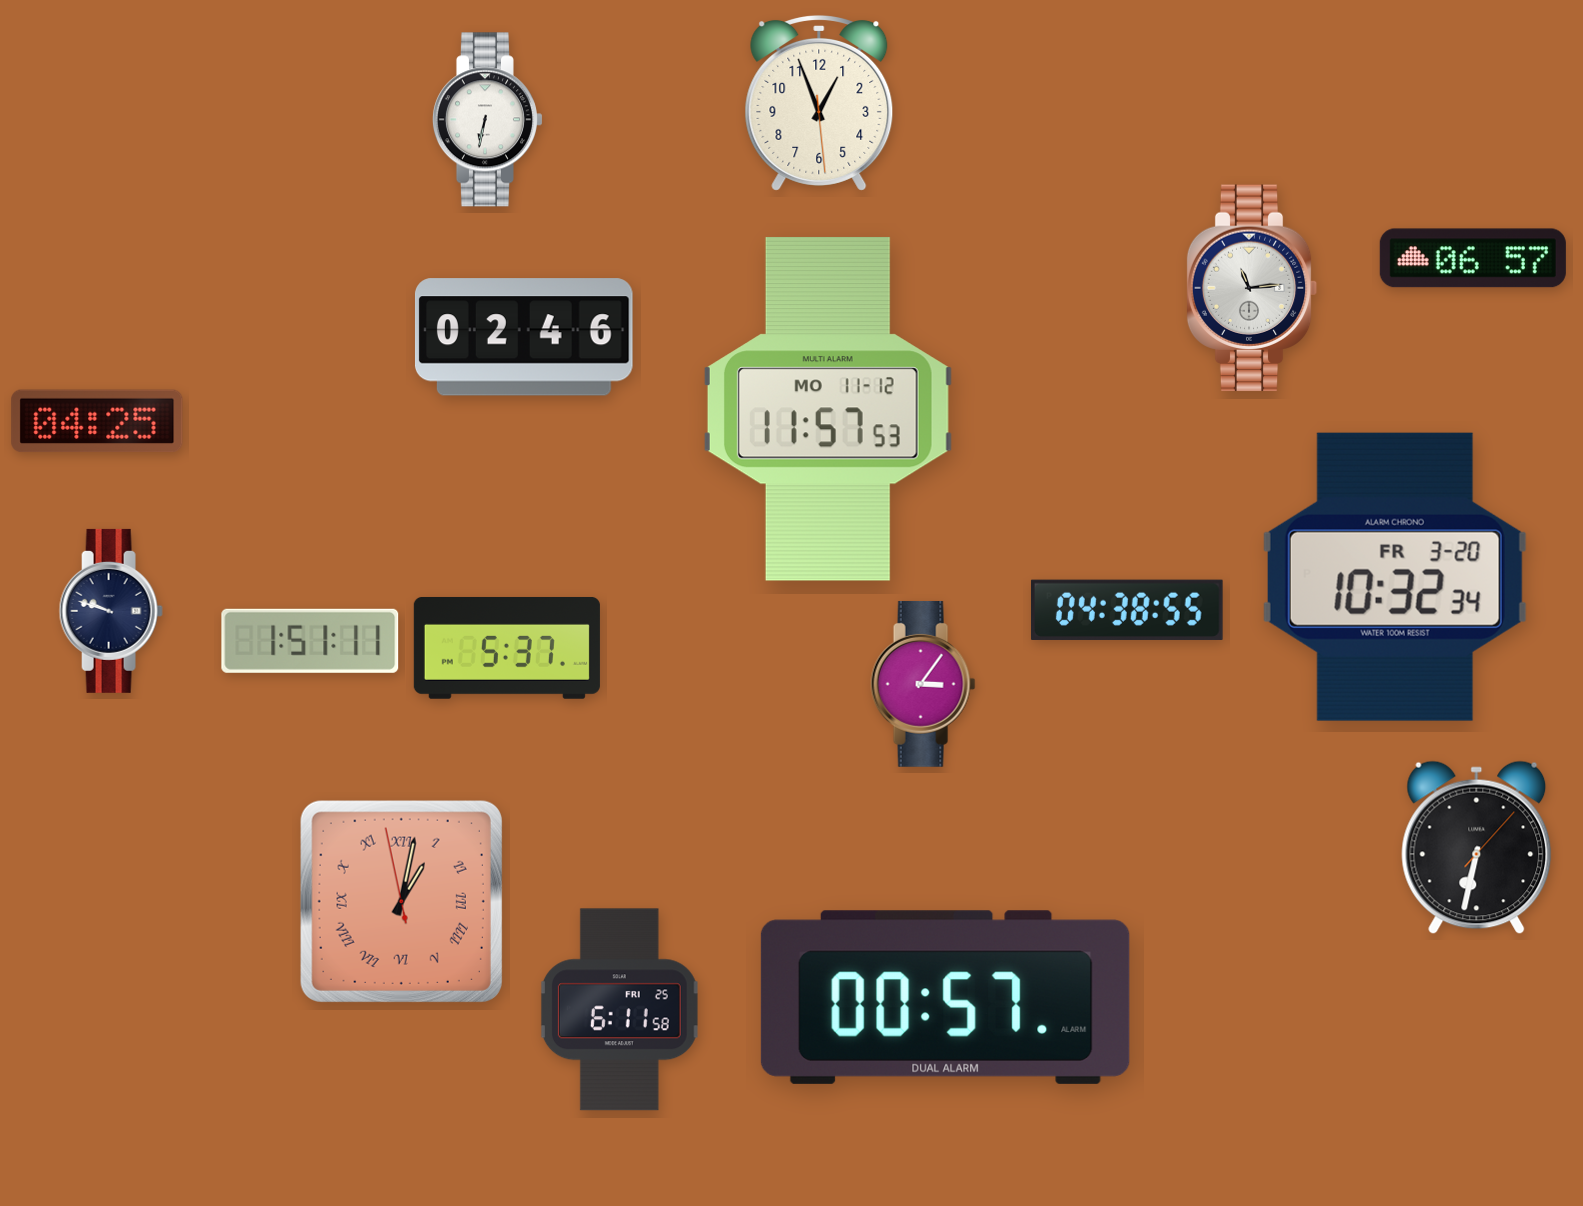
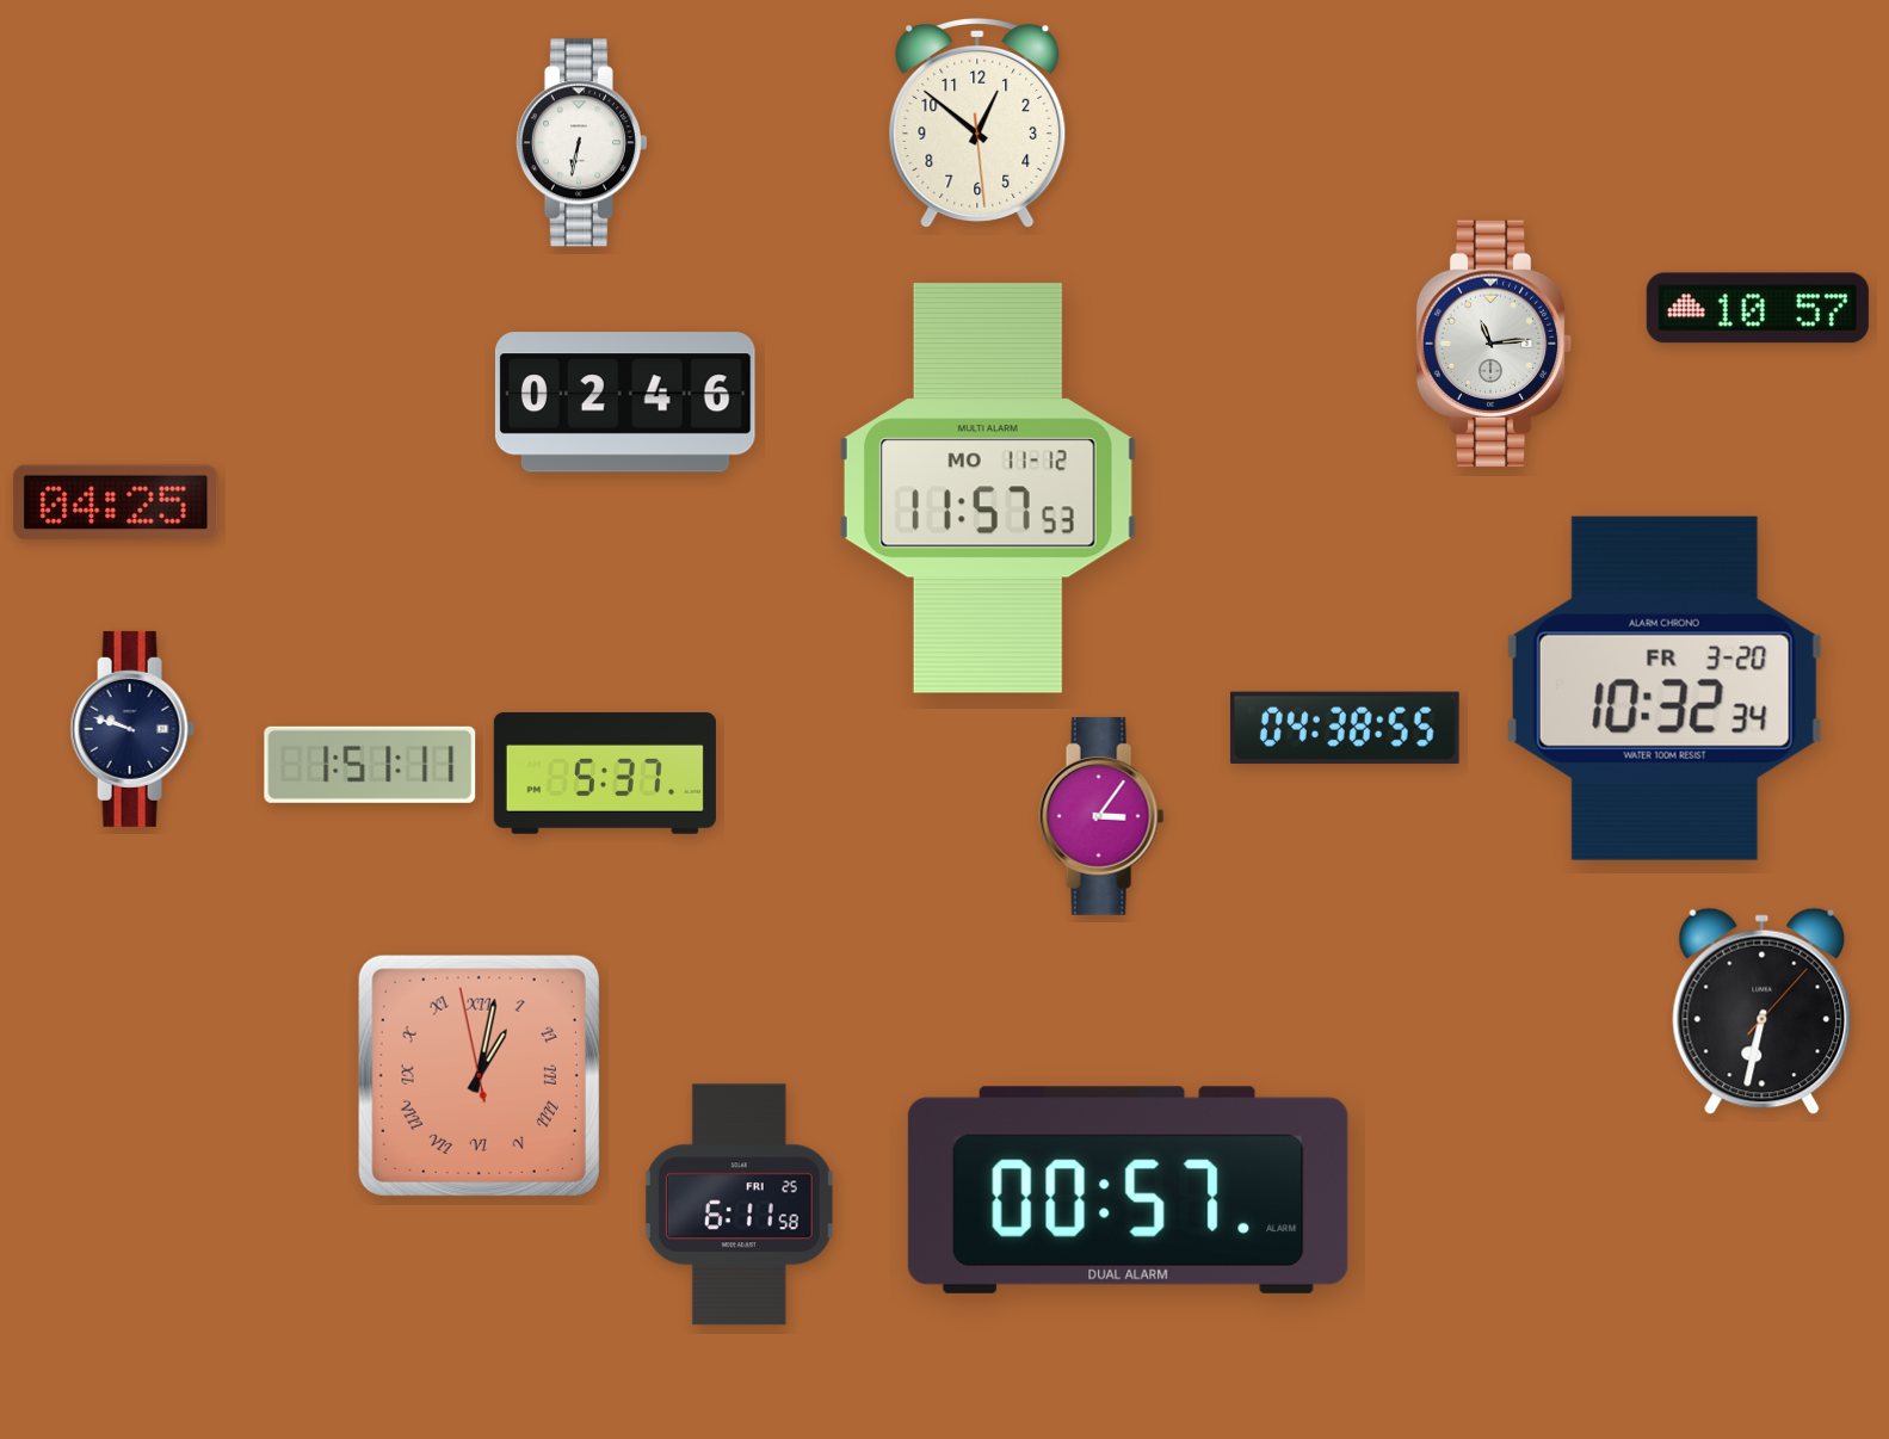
clock at (819, 103): 12:56 -> 12:51
clock at (1473, 258): 06:57 -> 10:57
